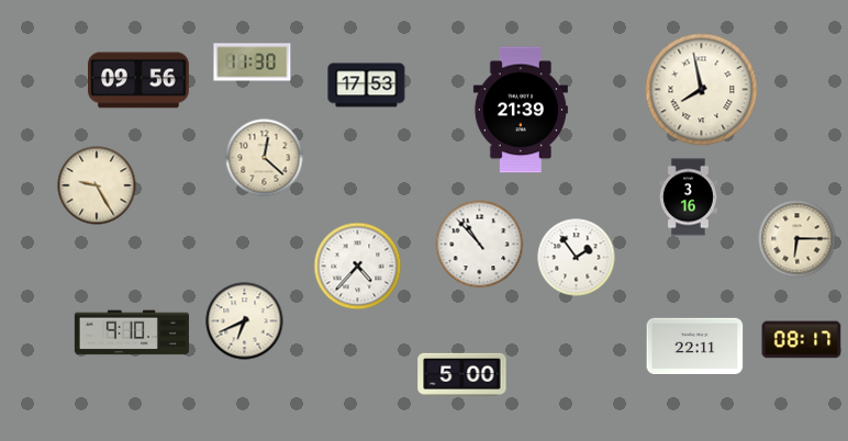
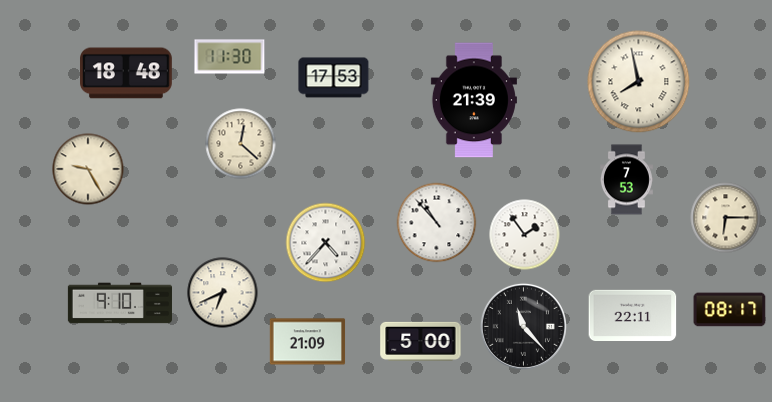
clock at (140, 80): 09:56 -> 18:48
clock at (688, 197): 3:16 -> 7:53
clock at (523, 326): none -> 11:23
clock at (308, 342): none -> 21:09
